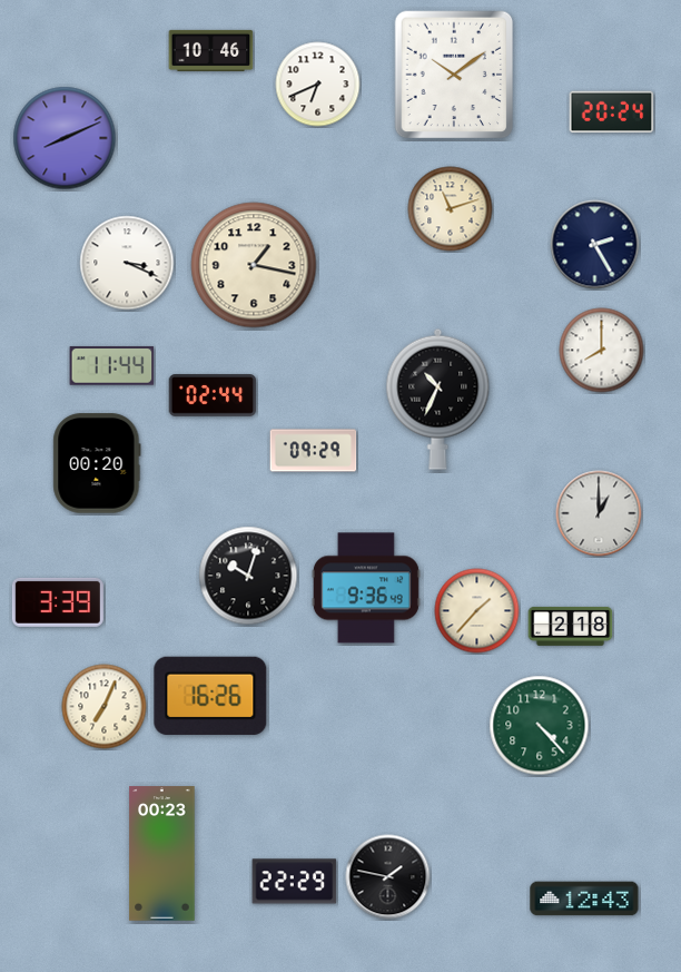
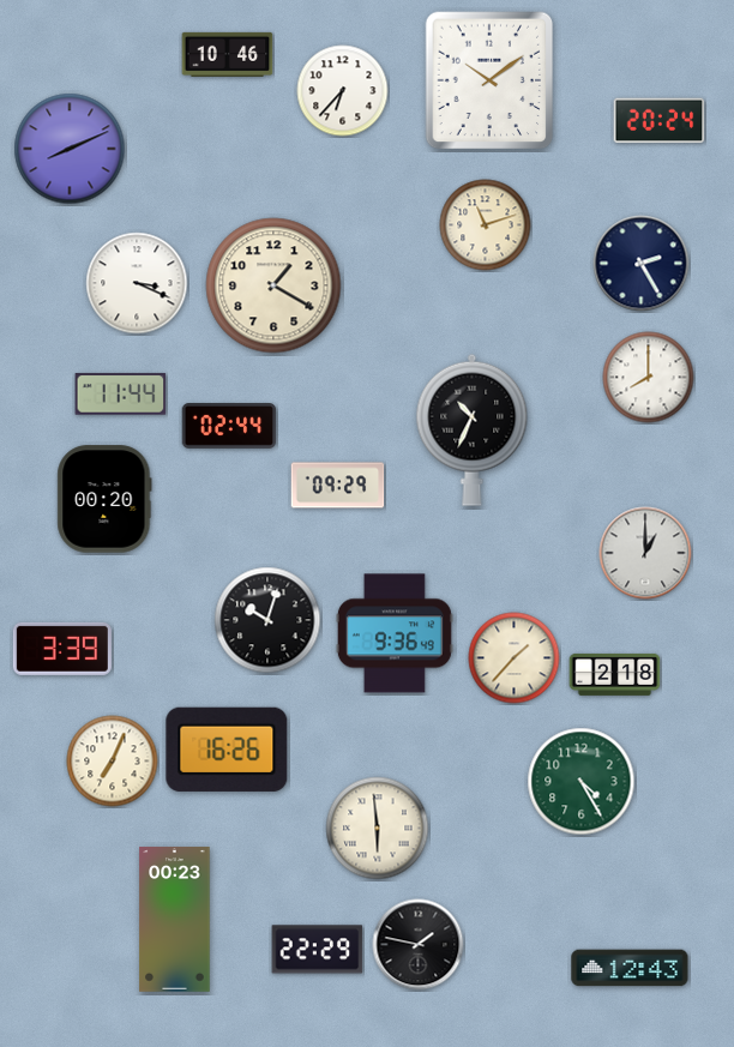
clock at (318, 85): 6:41 -> 6:37
clock at (254, 265): 1:17 -> 1:20
clock at (540, 726): 4:23 -> 4:25
clock at (378, 829): none -> 5:59
